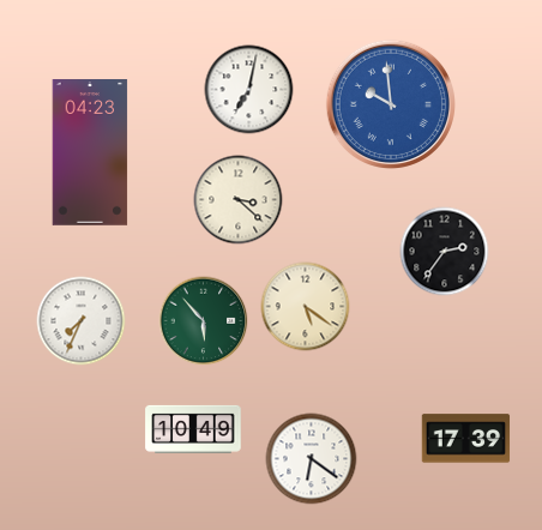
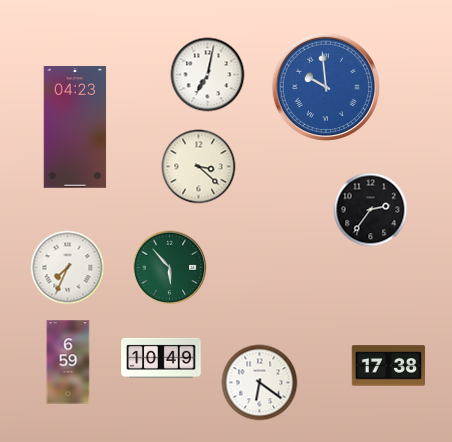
clock at (306, 307): 5:21 -> none
clock at (68, 362): none -> 6:59
clock at (466, 439): 17:39 -> 17:38
